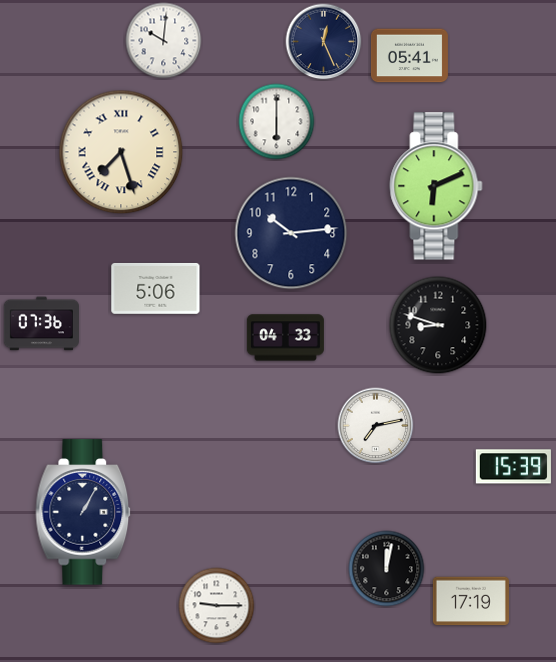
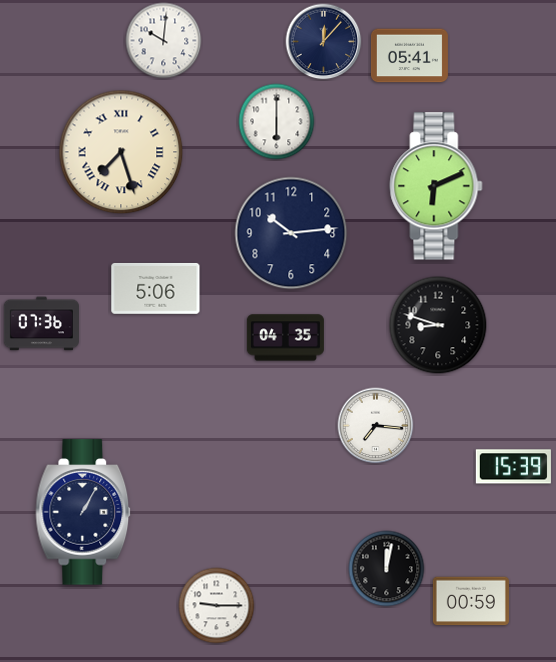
clock at (324, 42): 12:26 -> 12:07
clock at (285, 338): 04:33 -> 04:35
clock at (376, 426): 7:13 -> 7:16
clock at (471, 601): 17:19 -> 00:59
